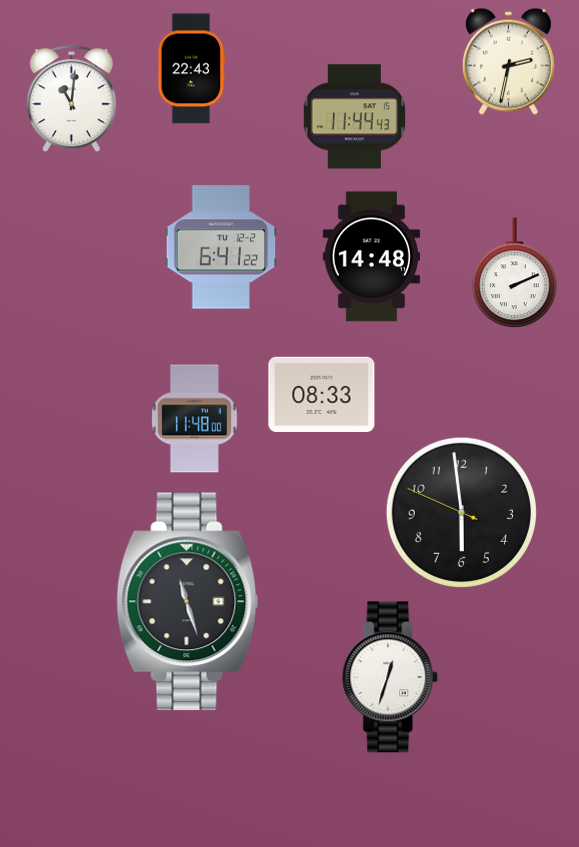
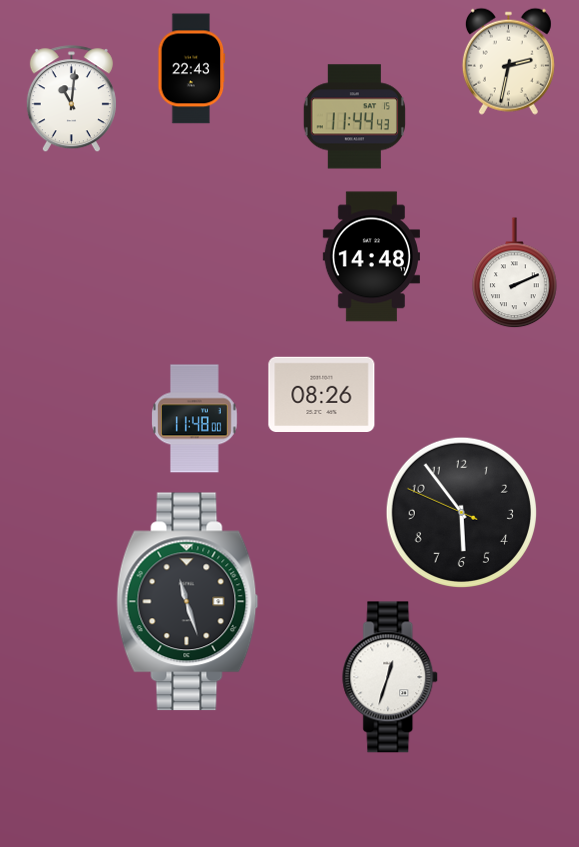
clock at (221, 247): 6:41 -> none
clock at (322, 394): 08:33 -> 08:26
clock at (461, 512): 5:58 -> 5:53
